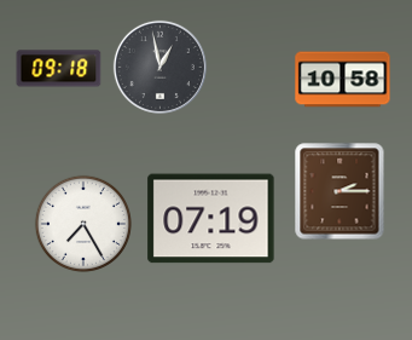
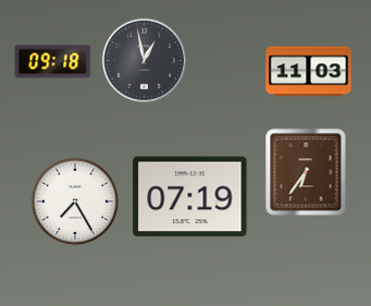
clock at (343, 80): 10:58 -> 11:03
clock at (340, 191): 2:15 -> 6:36
